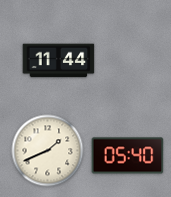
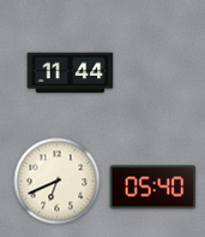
clock at (48, 151): 1:41 -> 6:41
